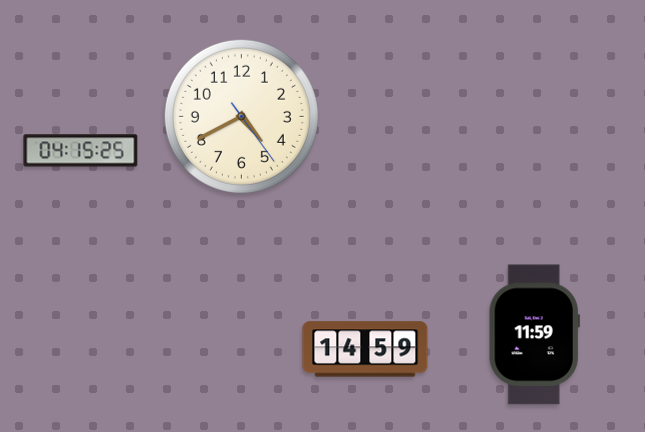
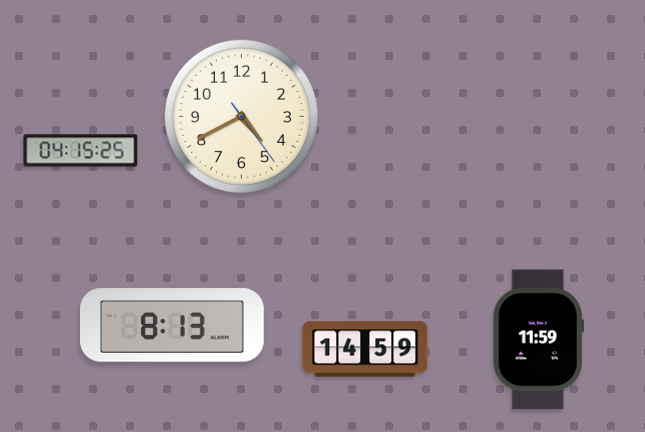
clock at (172, 325): none -> 8:13
clock at (534, 335) position: (534, 335) -> (538, 340)
